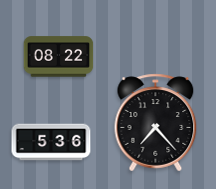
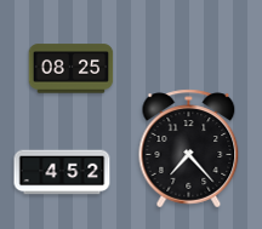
clock at (59, 57): 08:22 -> 08:25
clock at (51, 142): 5:36 -> 4:52
